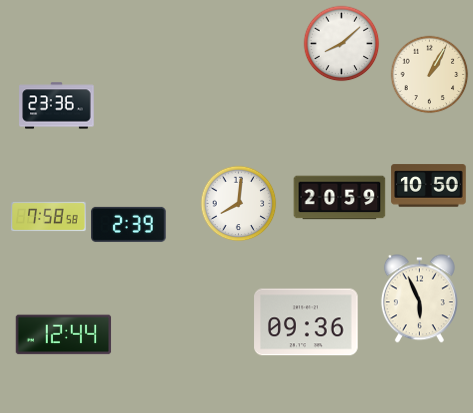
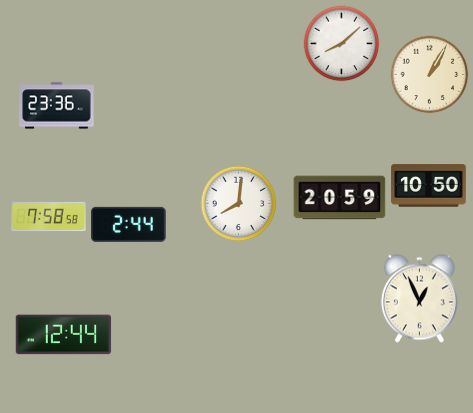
clock at (129, 224): 2:39 -> 2:44
clock at (419, 299): 5:56 -> 12:56
clock at (306, 322): 09:36 -> none
